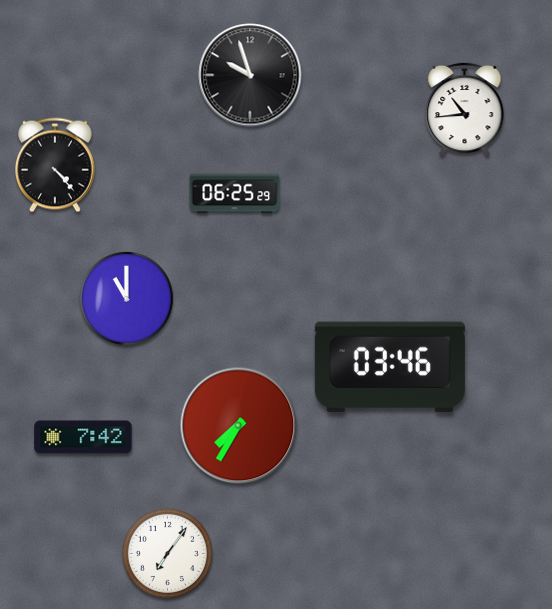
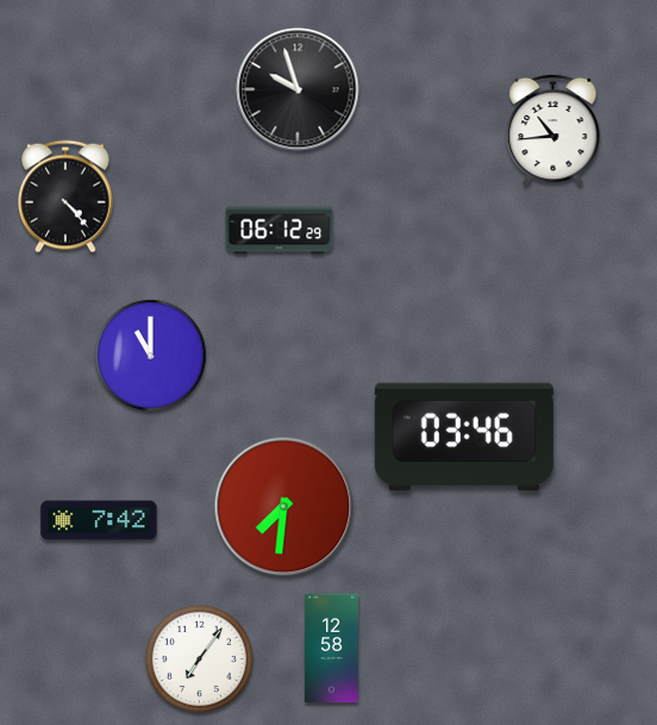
clock at (235, 194): 06:25 -> 06:12
clock at (239, 426): 7:35 -> 7:31
clock at (331, 649): none -> 12:58
